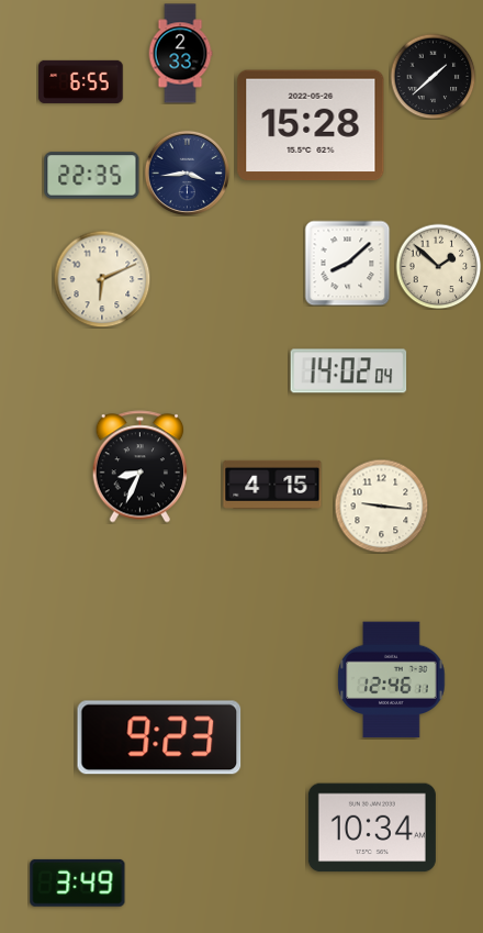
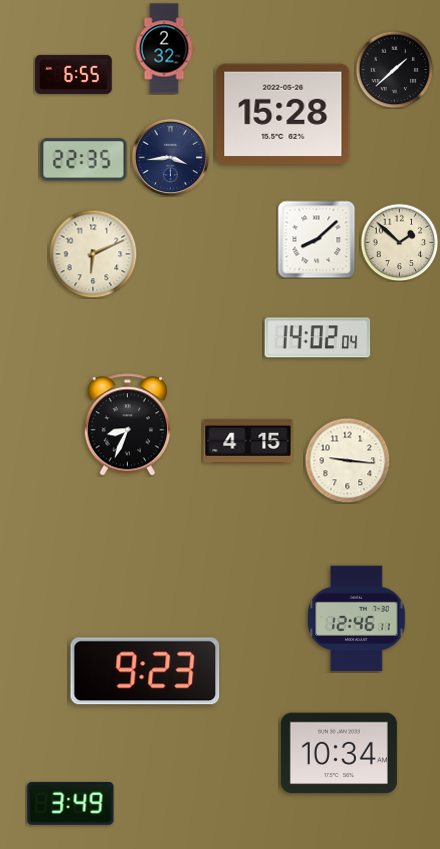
clock at (180, 54): 2:33 -> 2:32
